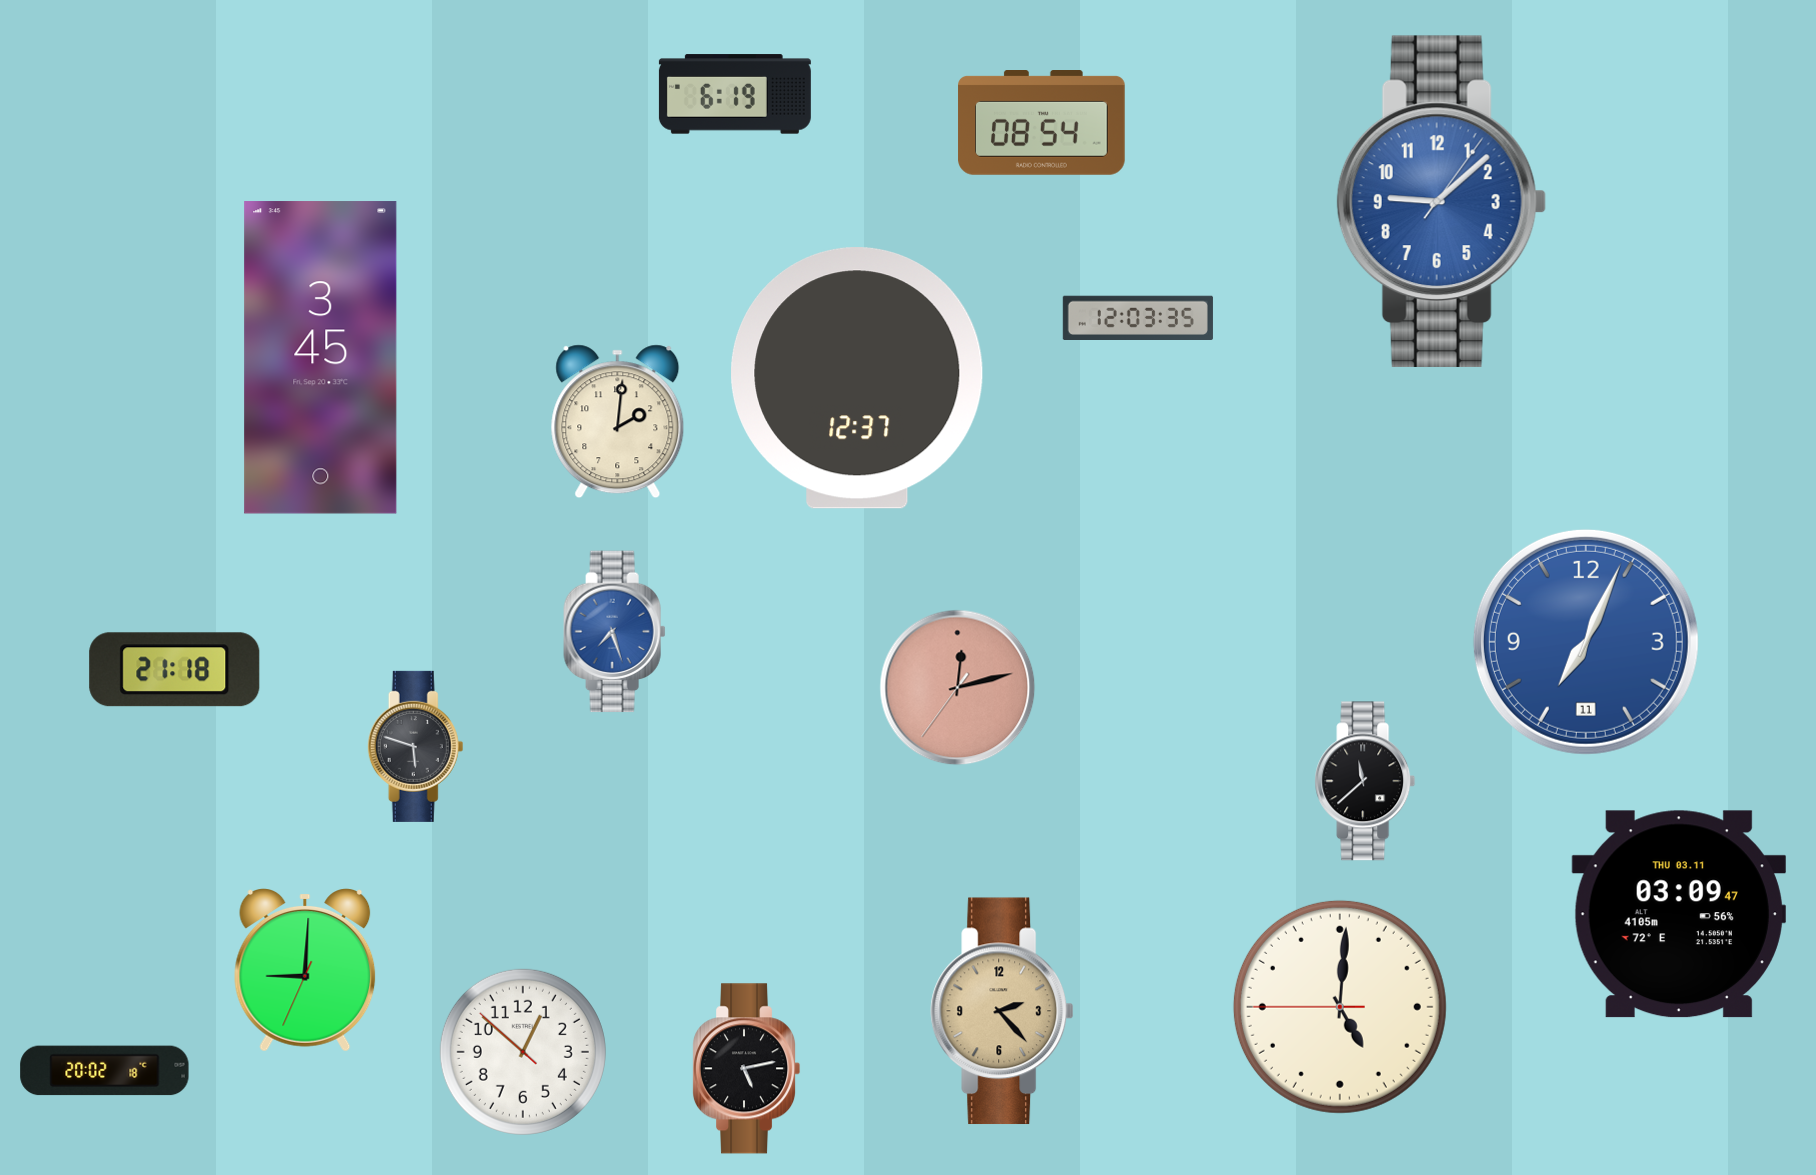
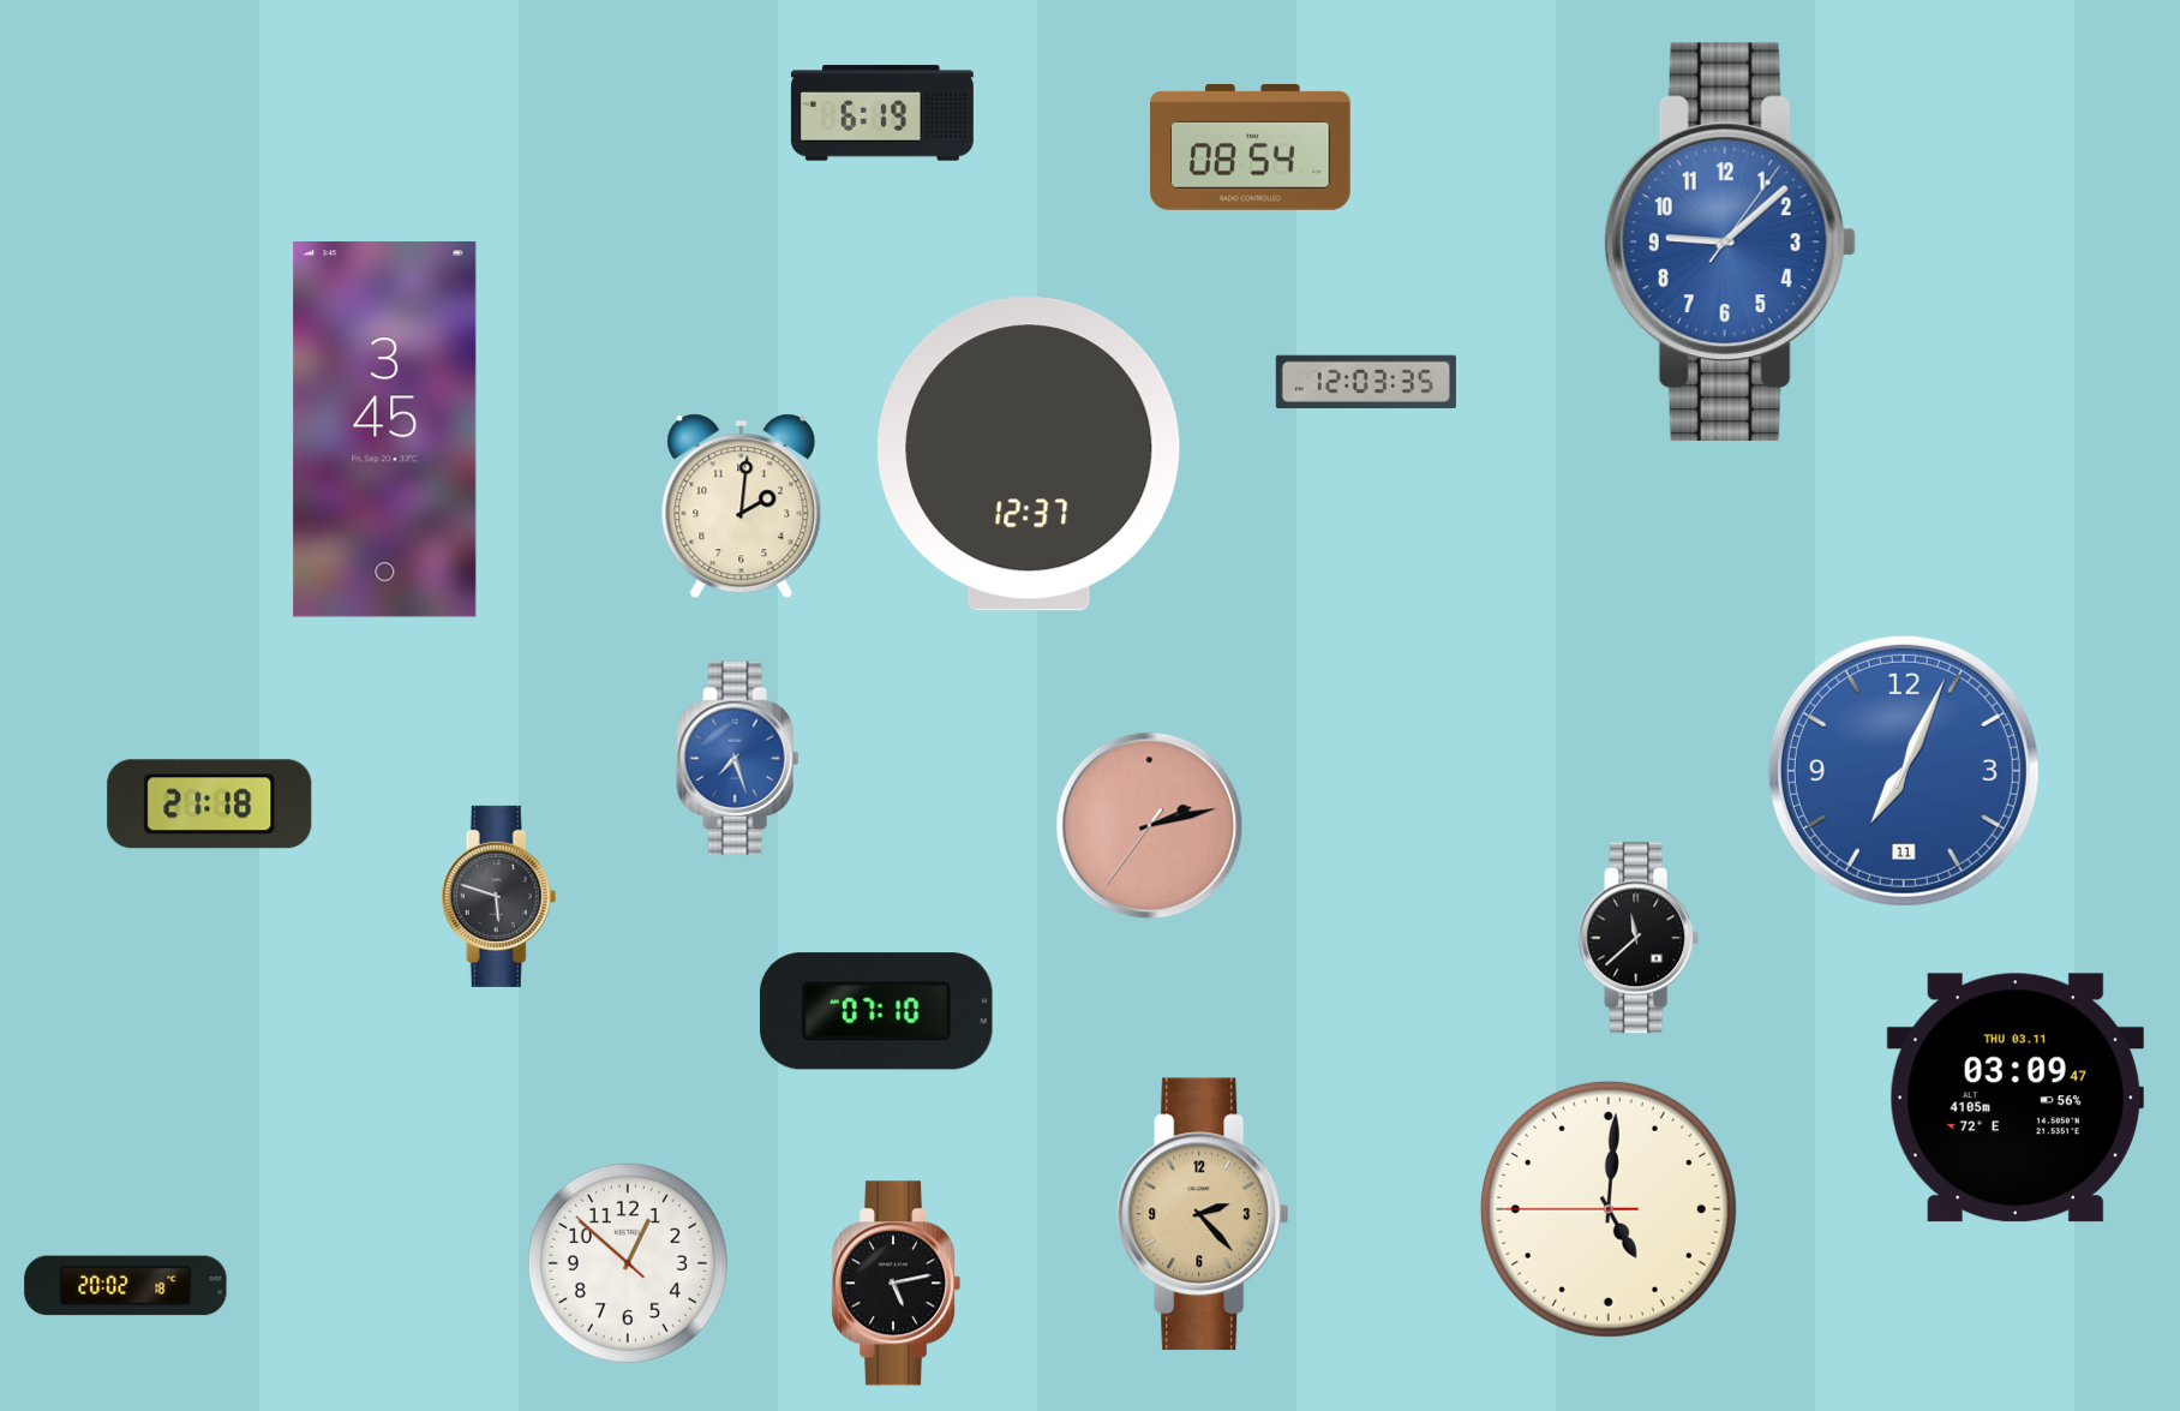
clock at (958, 688): 12:12 -> 2:12
clock at (876, 1011): none -> 07:10
clock at (305, 970): 9:00 -> none
